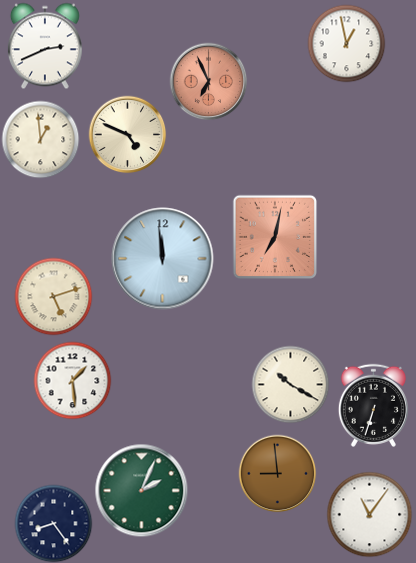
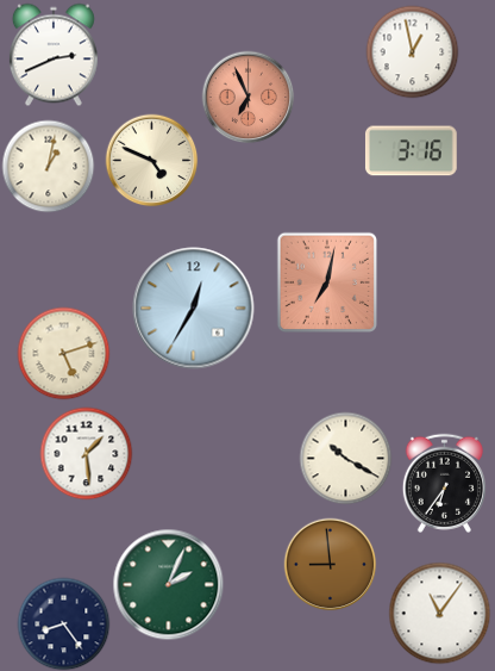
clock at (411, 151): none -> 3:16
clock at (40, 139): 12:59 -> 1:02
clock at (163, 259): 11:59 -> 12:35
clock at (373, 405): 6:33 -> 6:36
